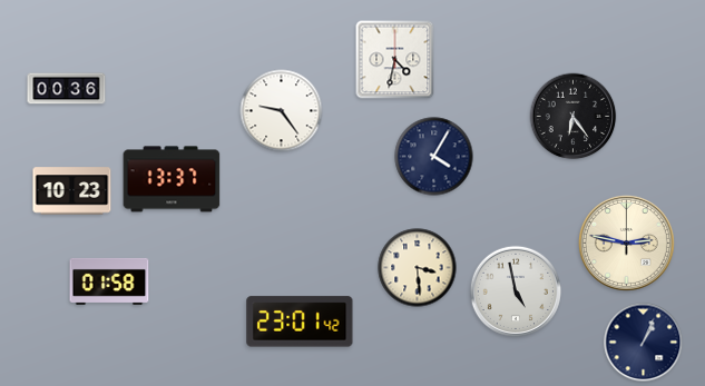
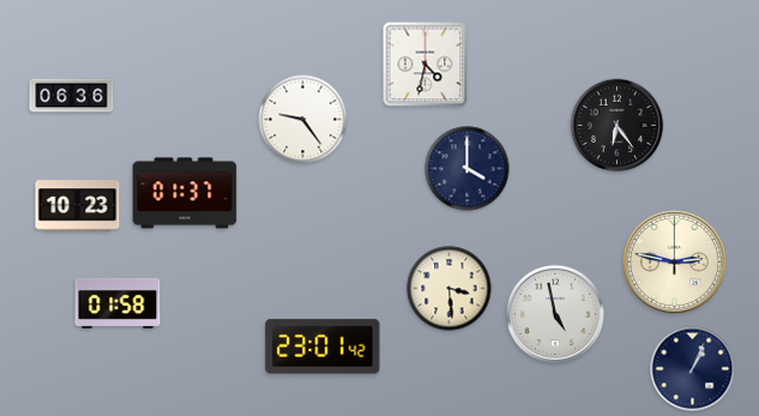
clock at (67, 89): 00:36 -> 06:36
clock at (434, 157): 4:05 -> 4:00
clock at (172, 179): 13:37 -> 01:37
